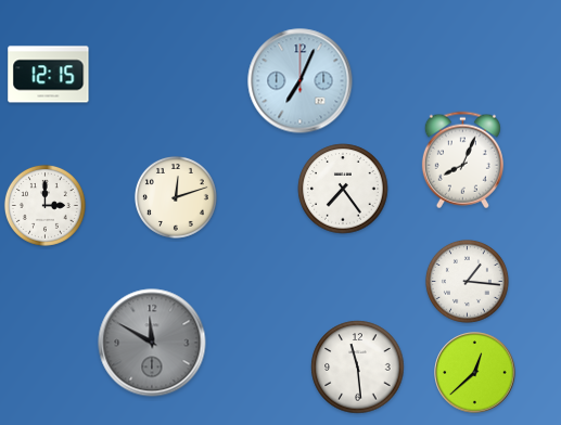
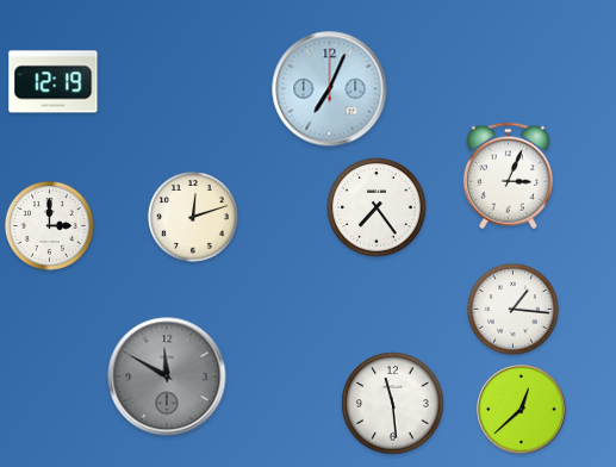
clock at (49, 75): 12:15 -> 12:19
clock at (462, 160): 8:04 -> 3:04
